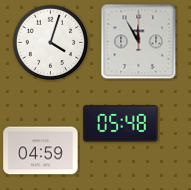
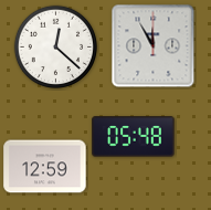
clock at (50, 42): 4:03 -> 12:22
clock at (41, 151): 04:59 -> 12:59
